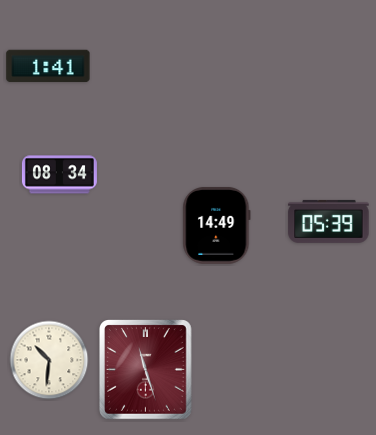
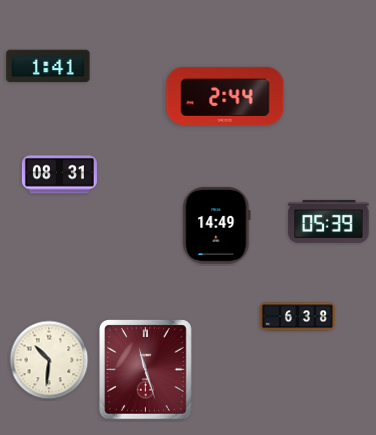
clock at (225, 96): none -> 2:44
clock at (59, 175): 08:34 -> 08:31
clock at (297, 317): none -> 6:38
